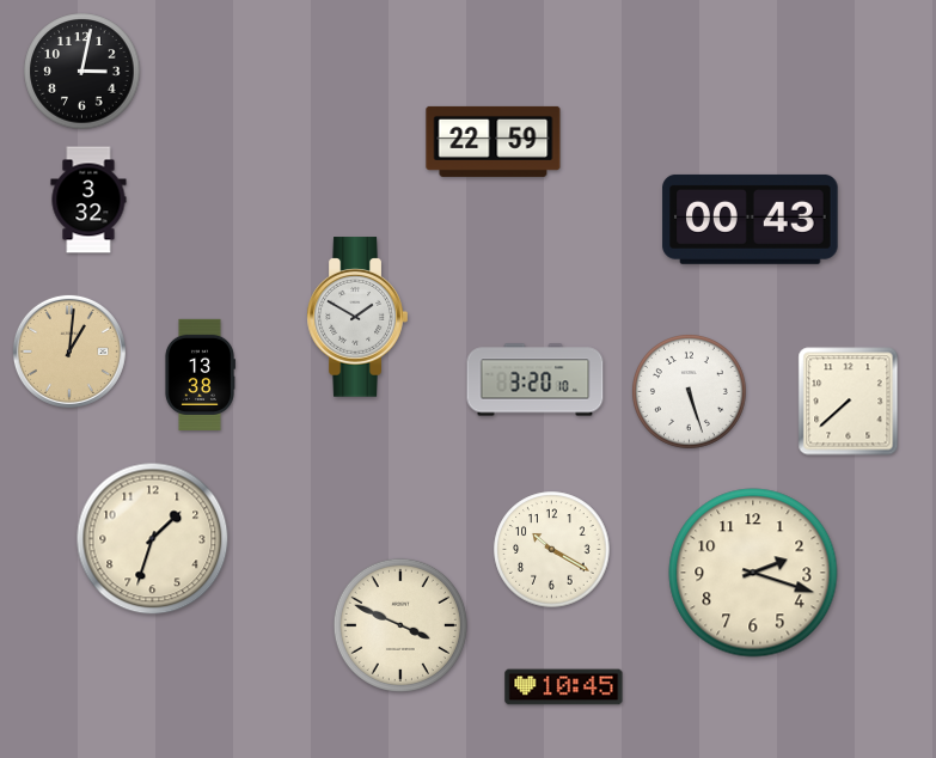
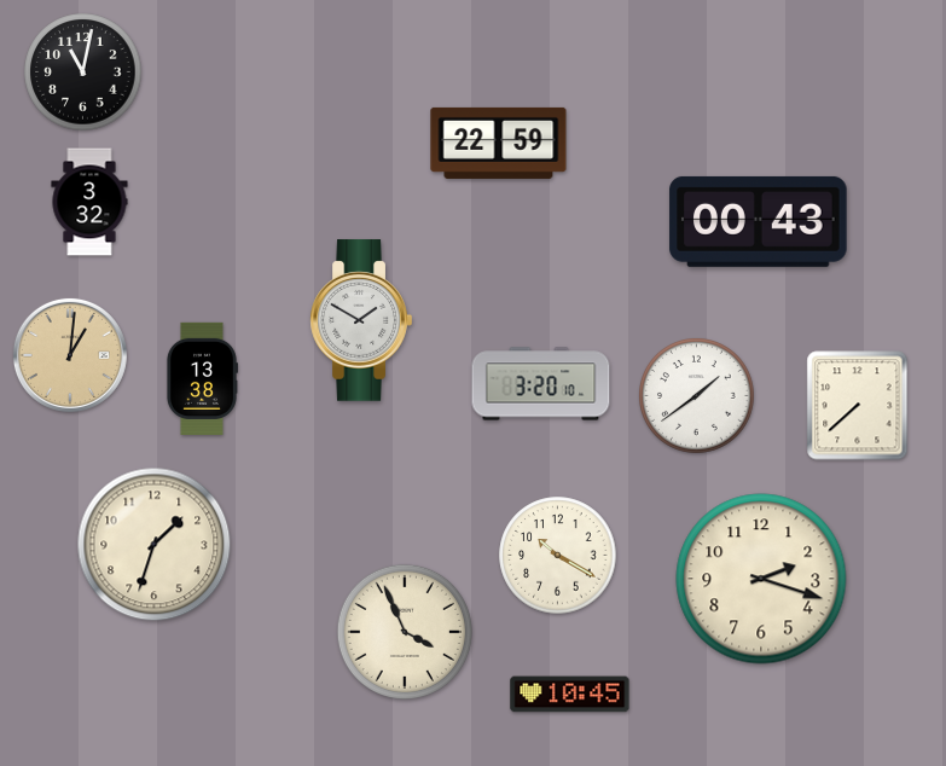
clock at (82, 72): 3:02 -> 11:02
clock at (690, 392): 5:27 -> 1:39
clock at (400, 625): 3:49 -> 3:56
